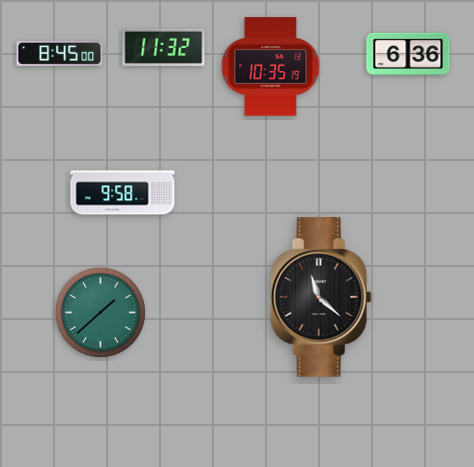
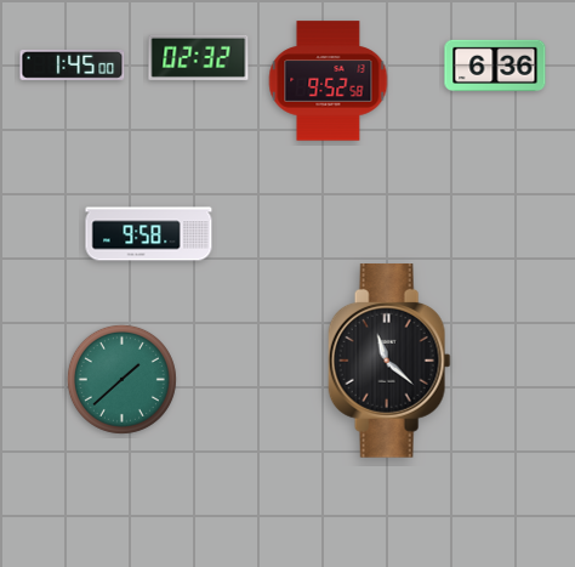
clock at (164, 47): 11:32 -> 02:32
clock at (60, 53): 8:45 -> 1:45
clock at (271, 67): 10:35 -> 9:52
